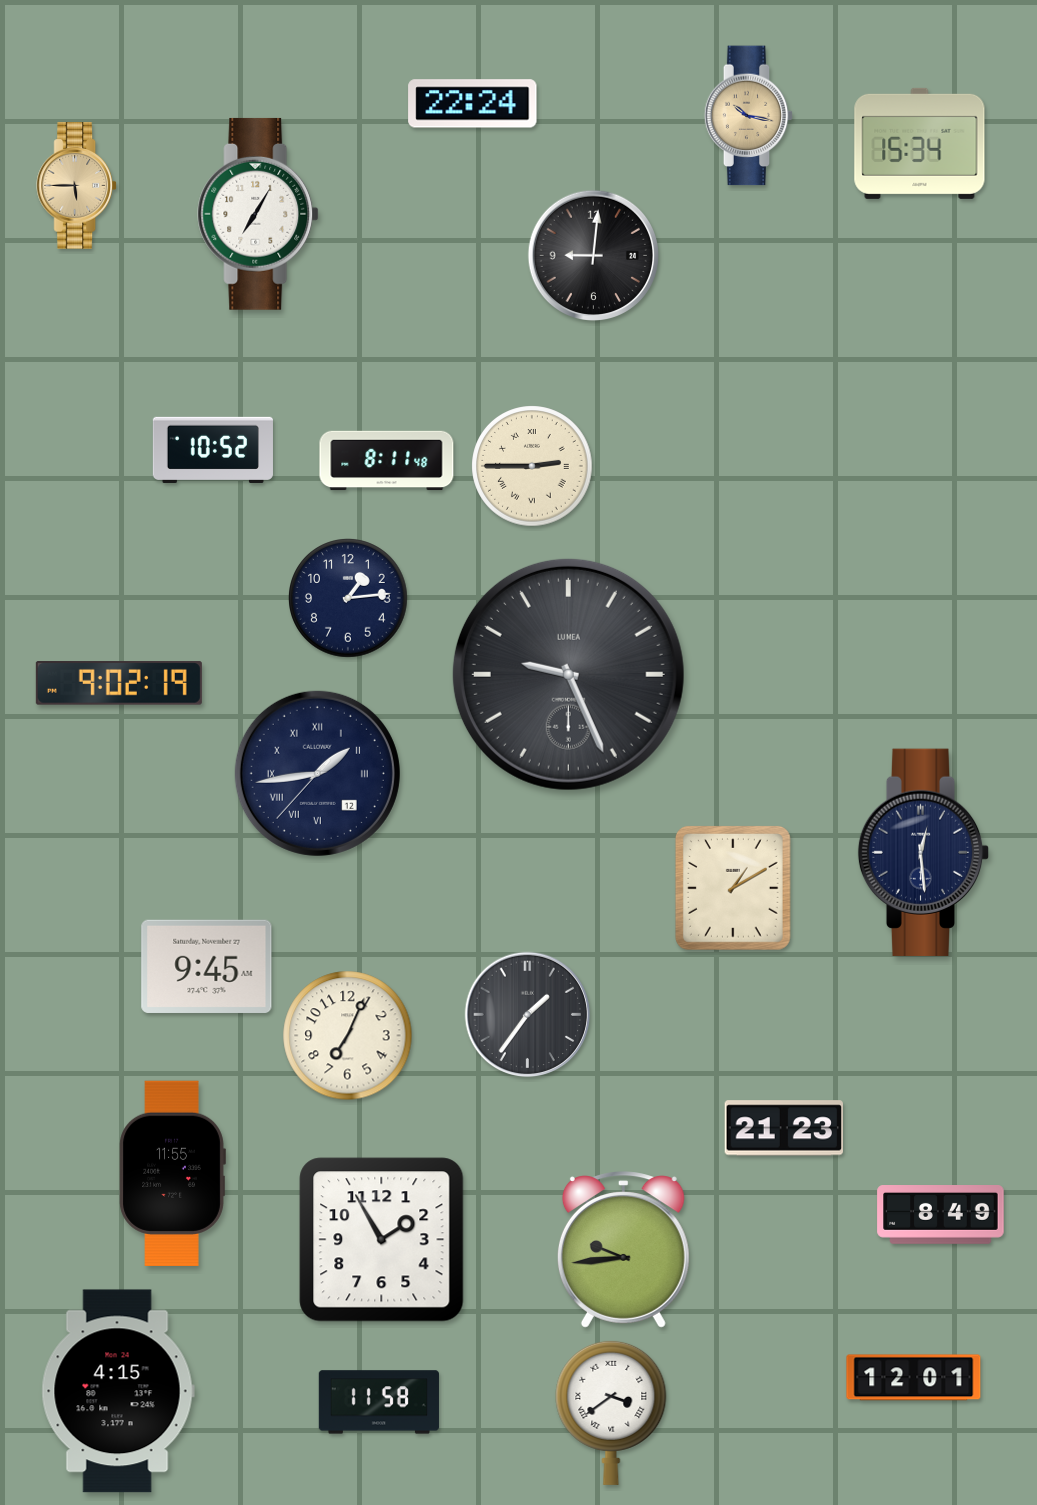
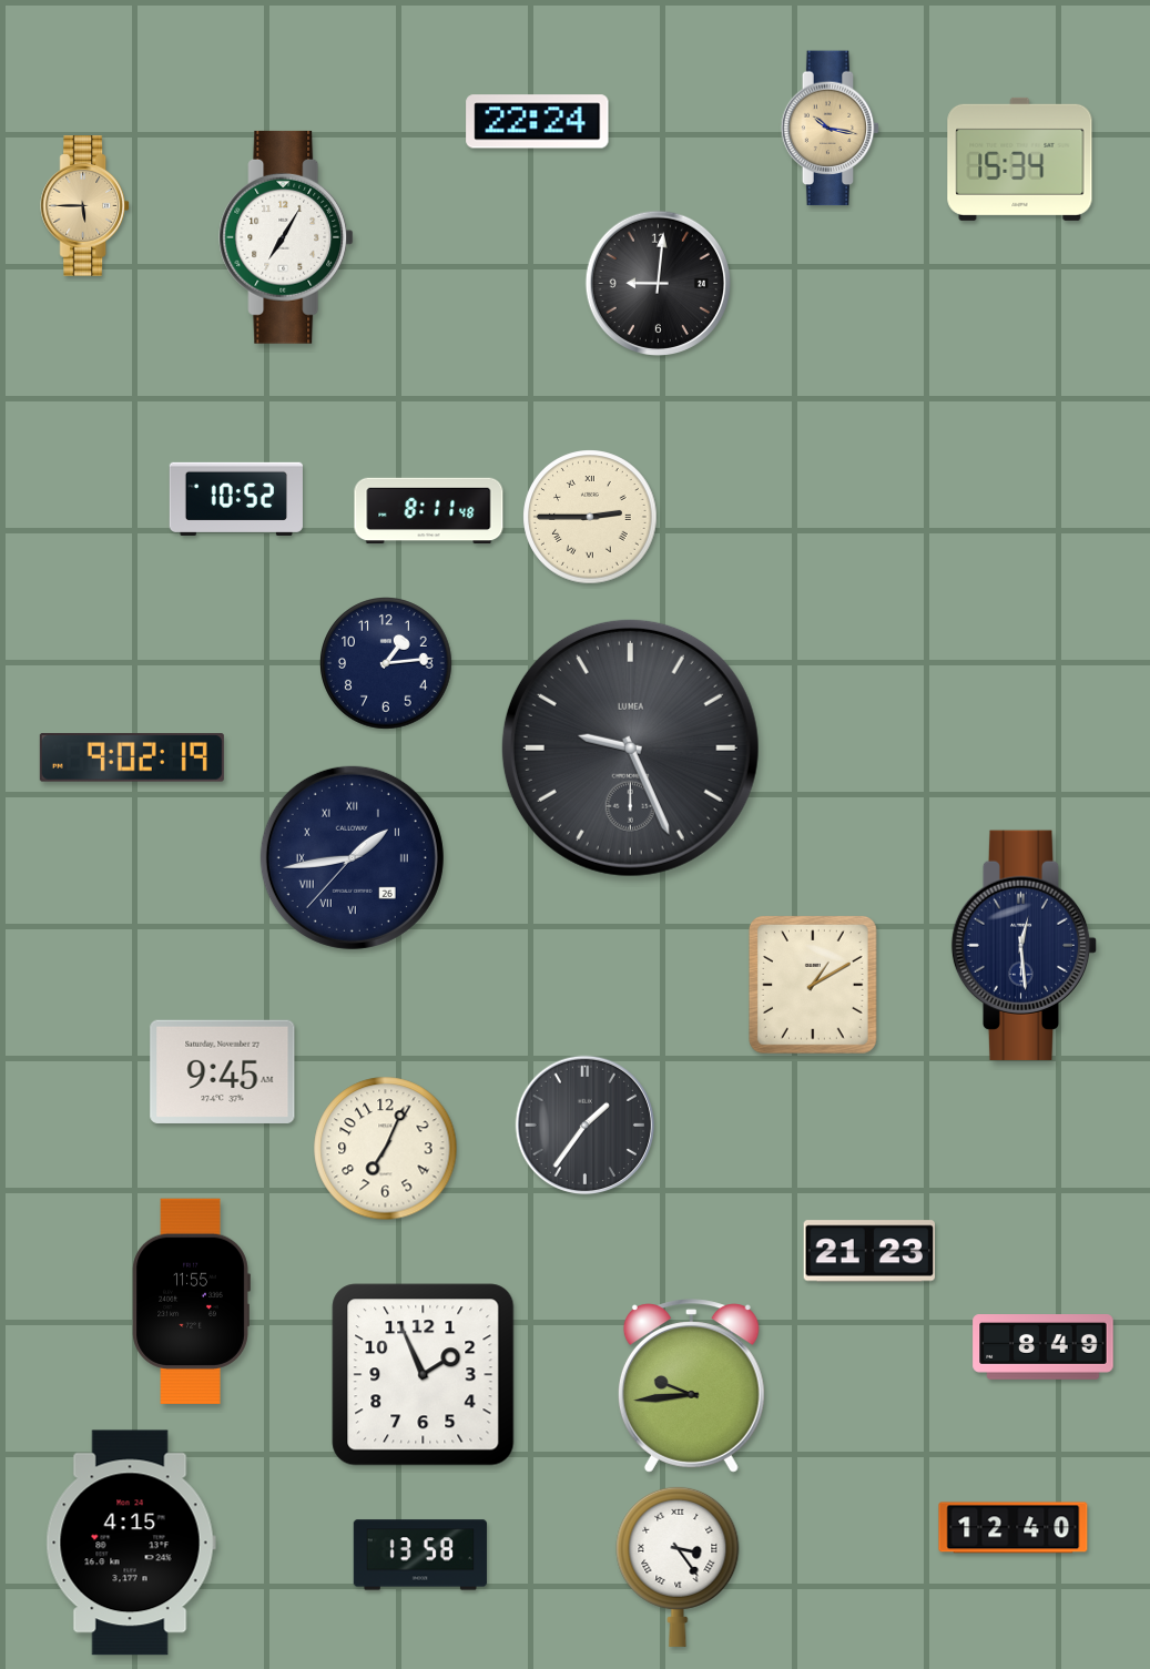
clock at (473, 104) position: (473, 104) -> (538, 122)
clock at (317, 773) date: 12 -> 26
clock at (207, 966) position: (207, 966) -> (223, 1071)
clock at (382, 1240): 1:55 -> 1:56
clock at (914, 1378): 12:01 -> 12:40
clock at (379, 1402): 11:58 -> 13:58
clock at (611, 1412): 3:39 -> 3:24
